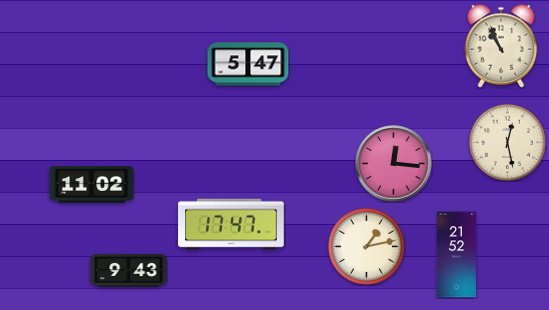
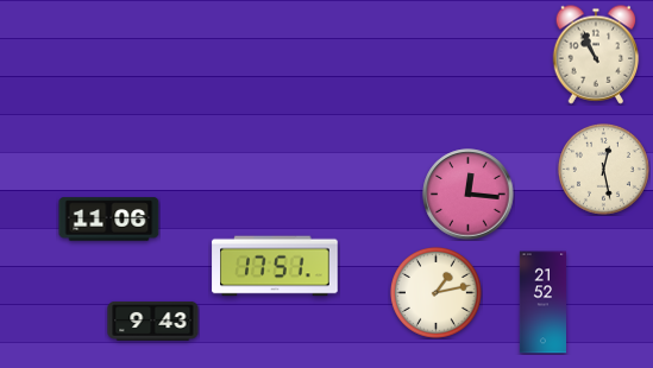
clock at (248, 64): 5:47 -> none
clock at (92, 185): 11:02 -> 11:06
clock at (231, 224): 17:47 -> 17:51
